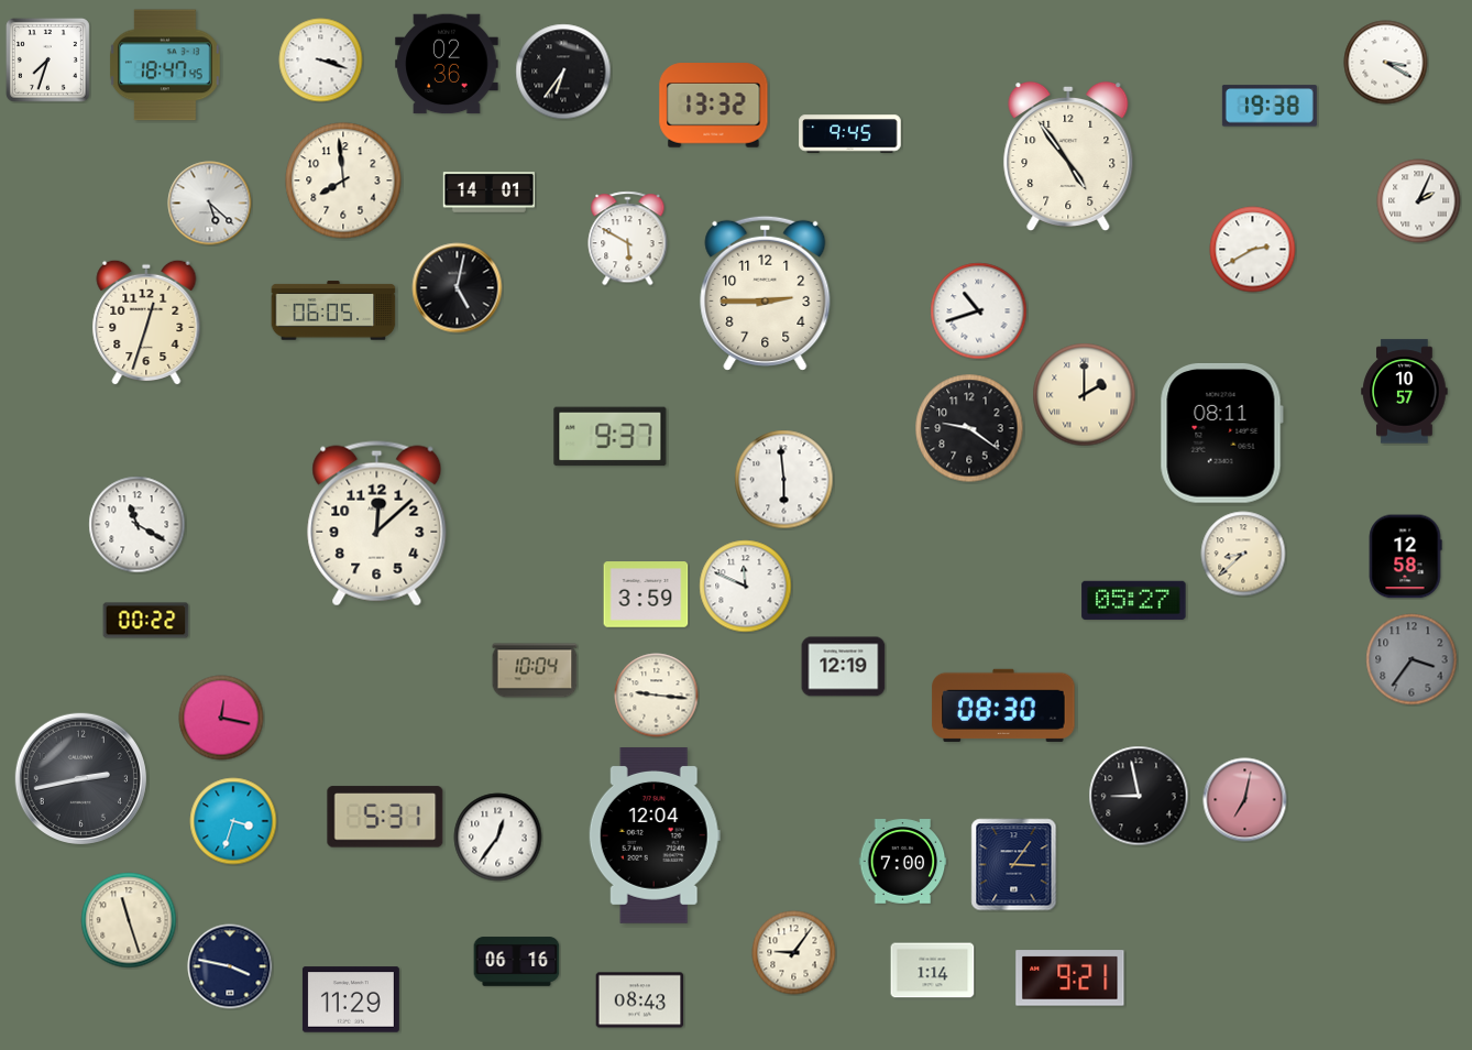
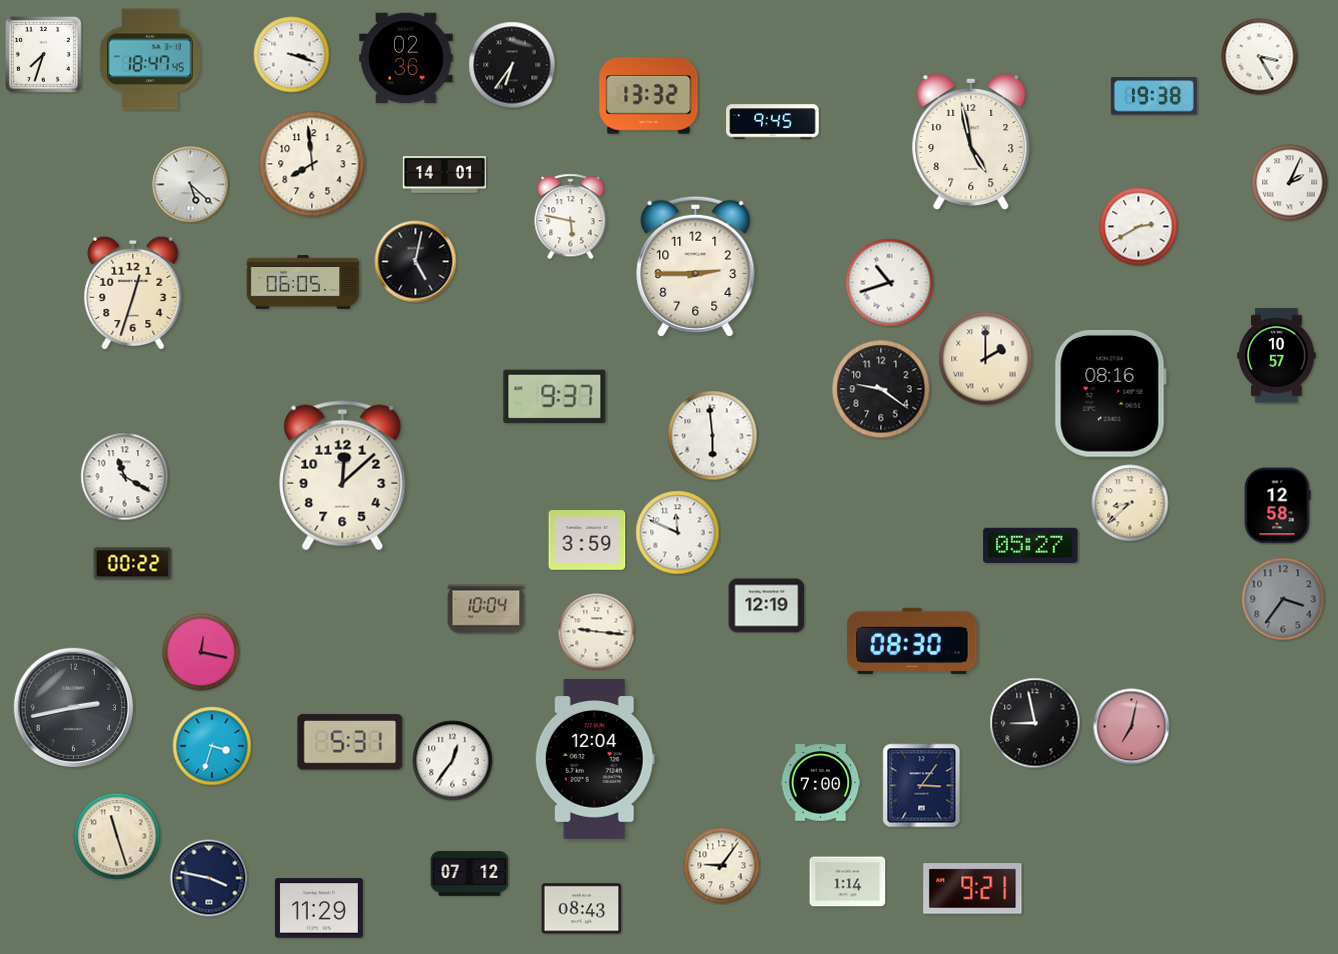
clock at (1386, 63): 3:20 -> 3:25
clock at (1068, 156): 4:54 -> 4:58
clock at (628, 239): 5:50 -> 5:47
clock at (1221, 434): 08:11 -> 08:16
clock at (517, 962): 06:16 -> 07:12
